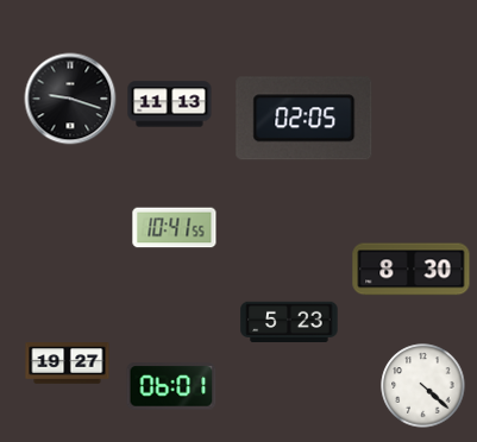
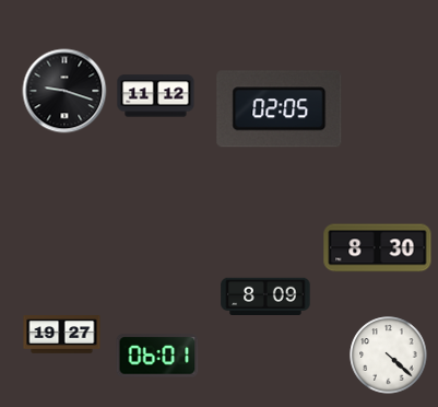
clock at (170, 105): 11:13 -> 11:12
clock at (175, 228): 10:41 -> none
clock at (289, 321): 5:23 -> 8:09
